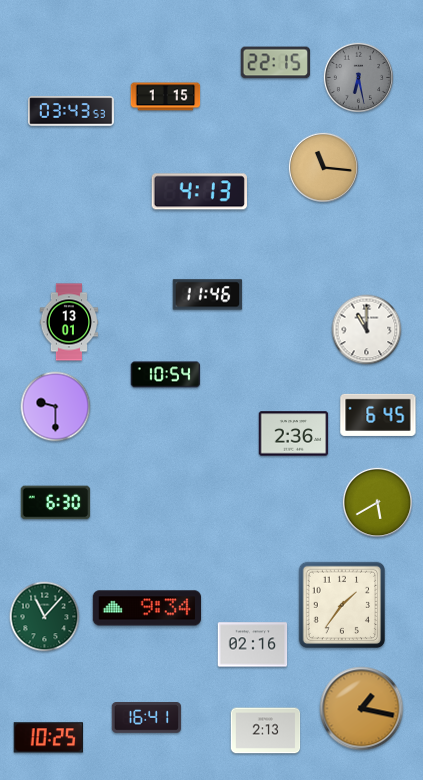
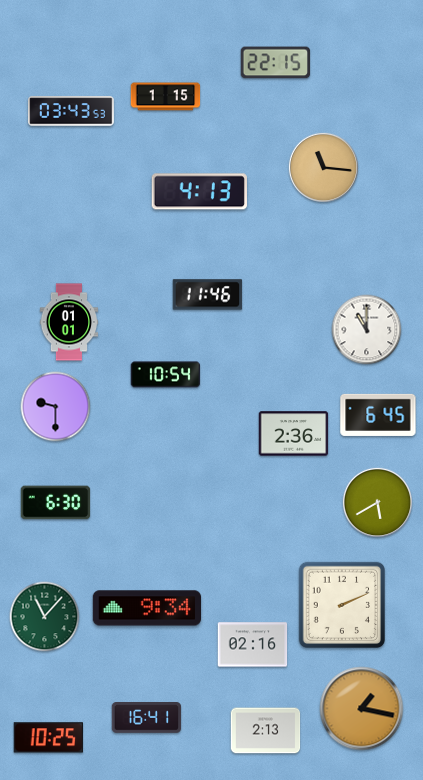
clock at (358, 77): 6:28 -> none
clock at (69, 322): 13:01 -> 01:01
clock at (341, 604): 1:36 -> 2:11
